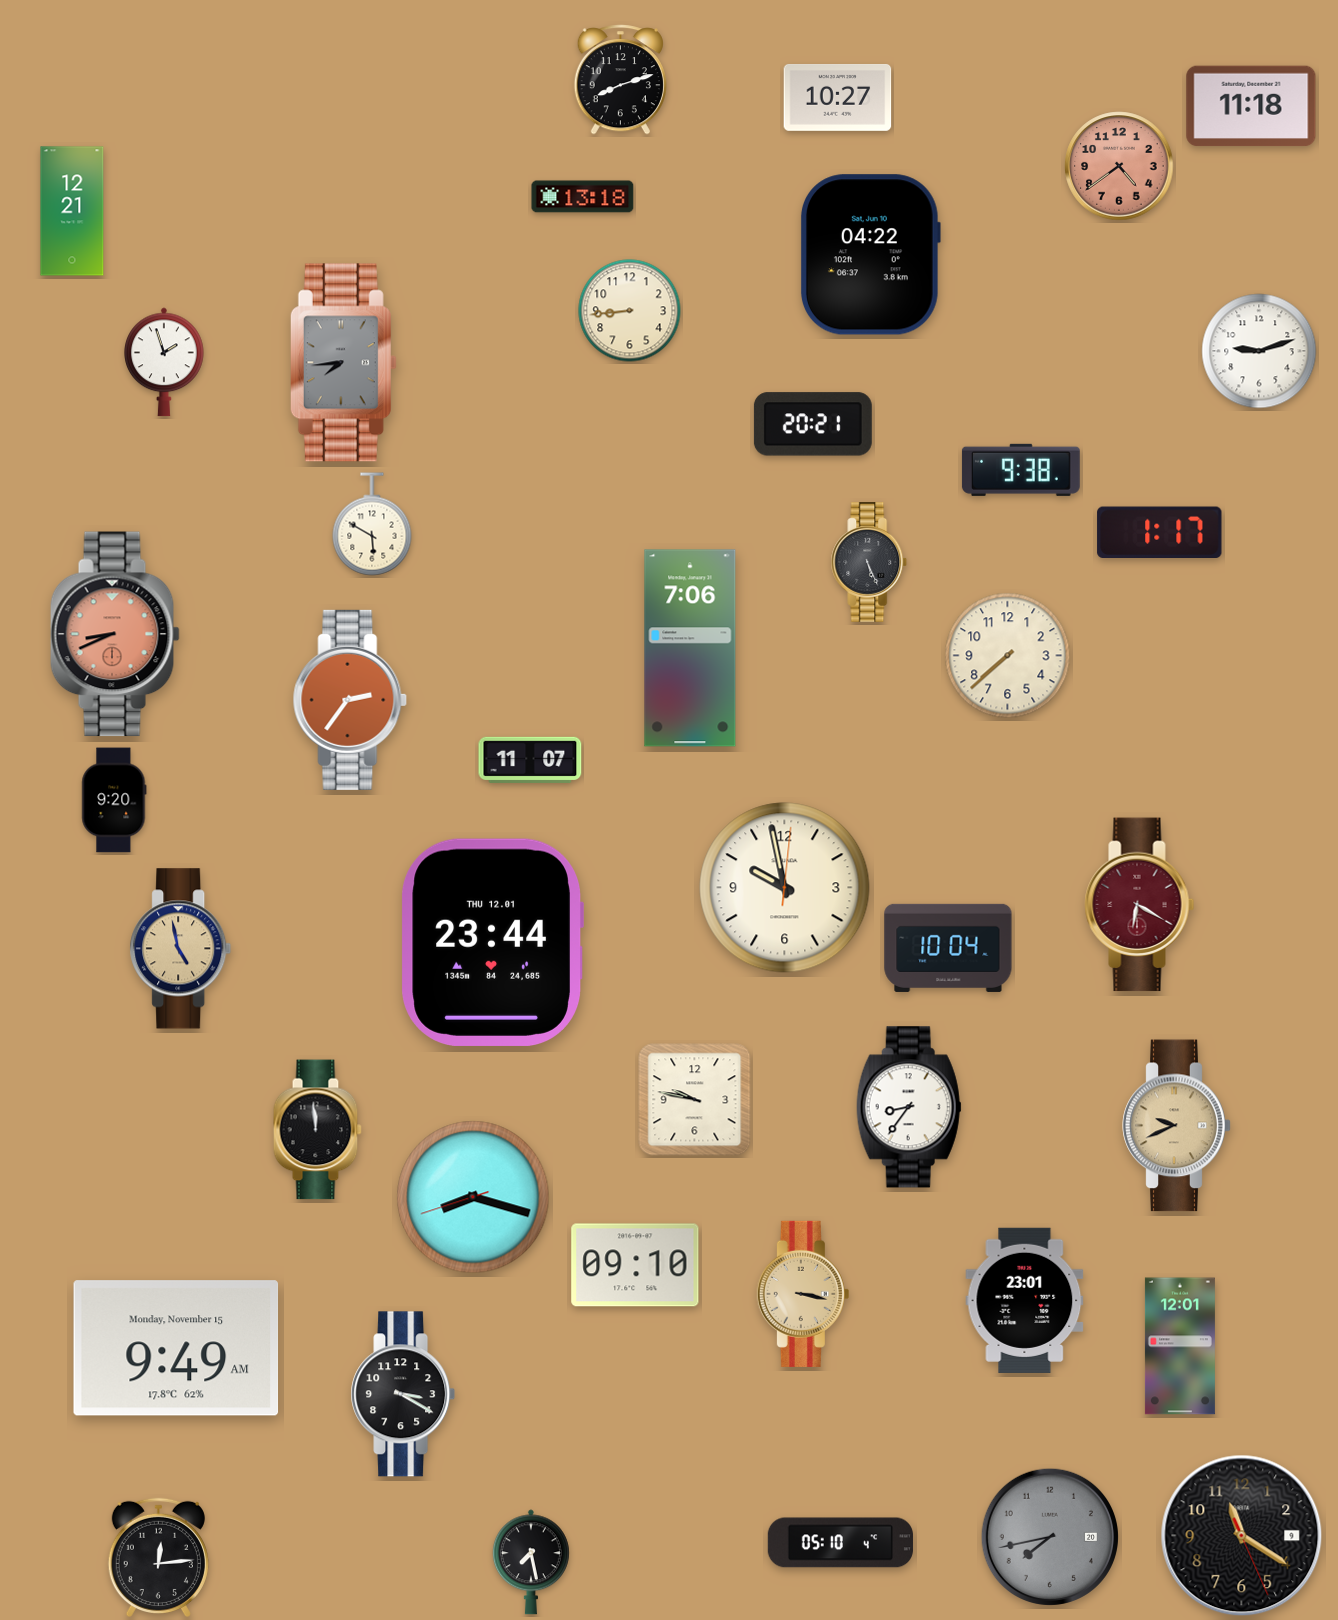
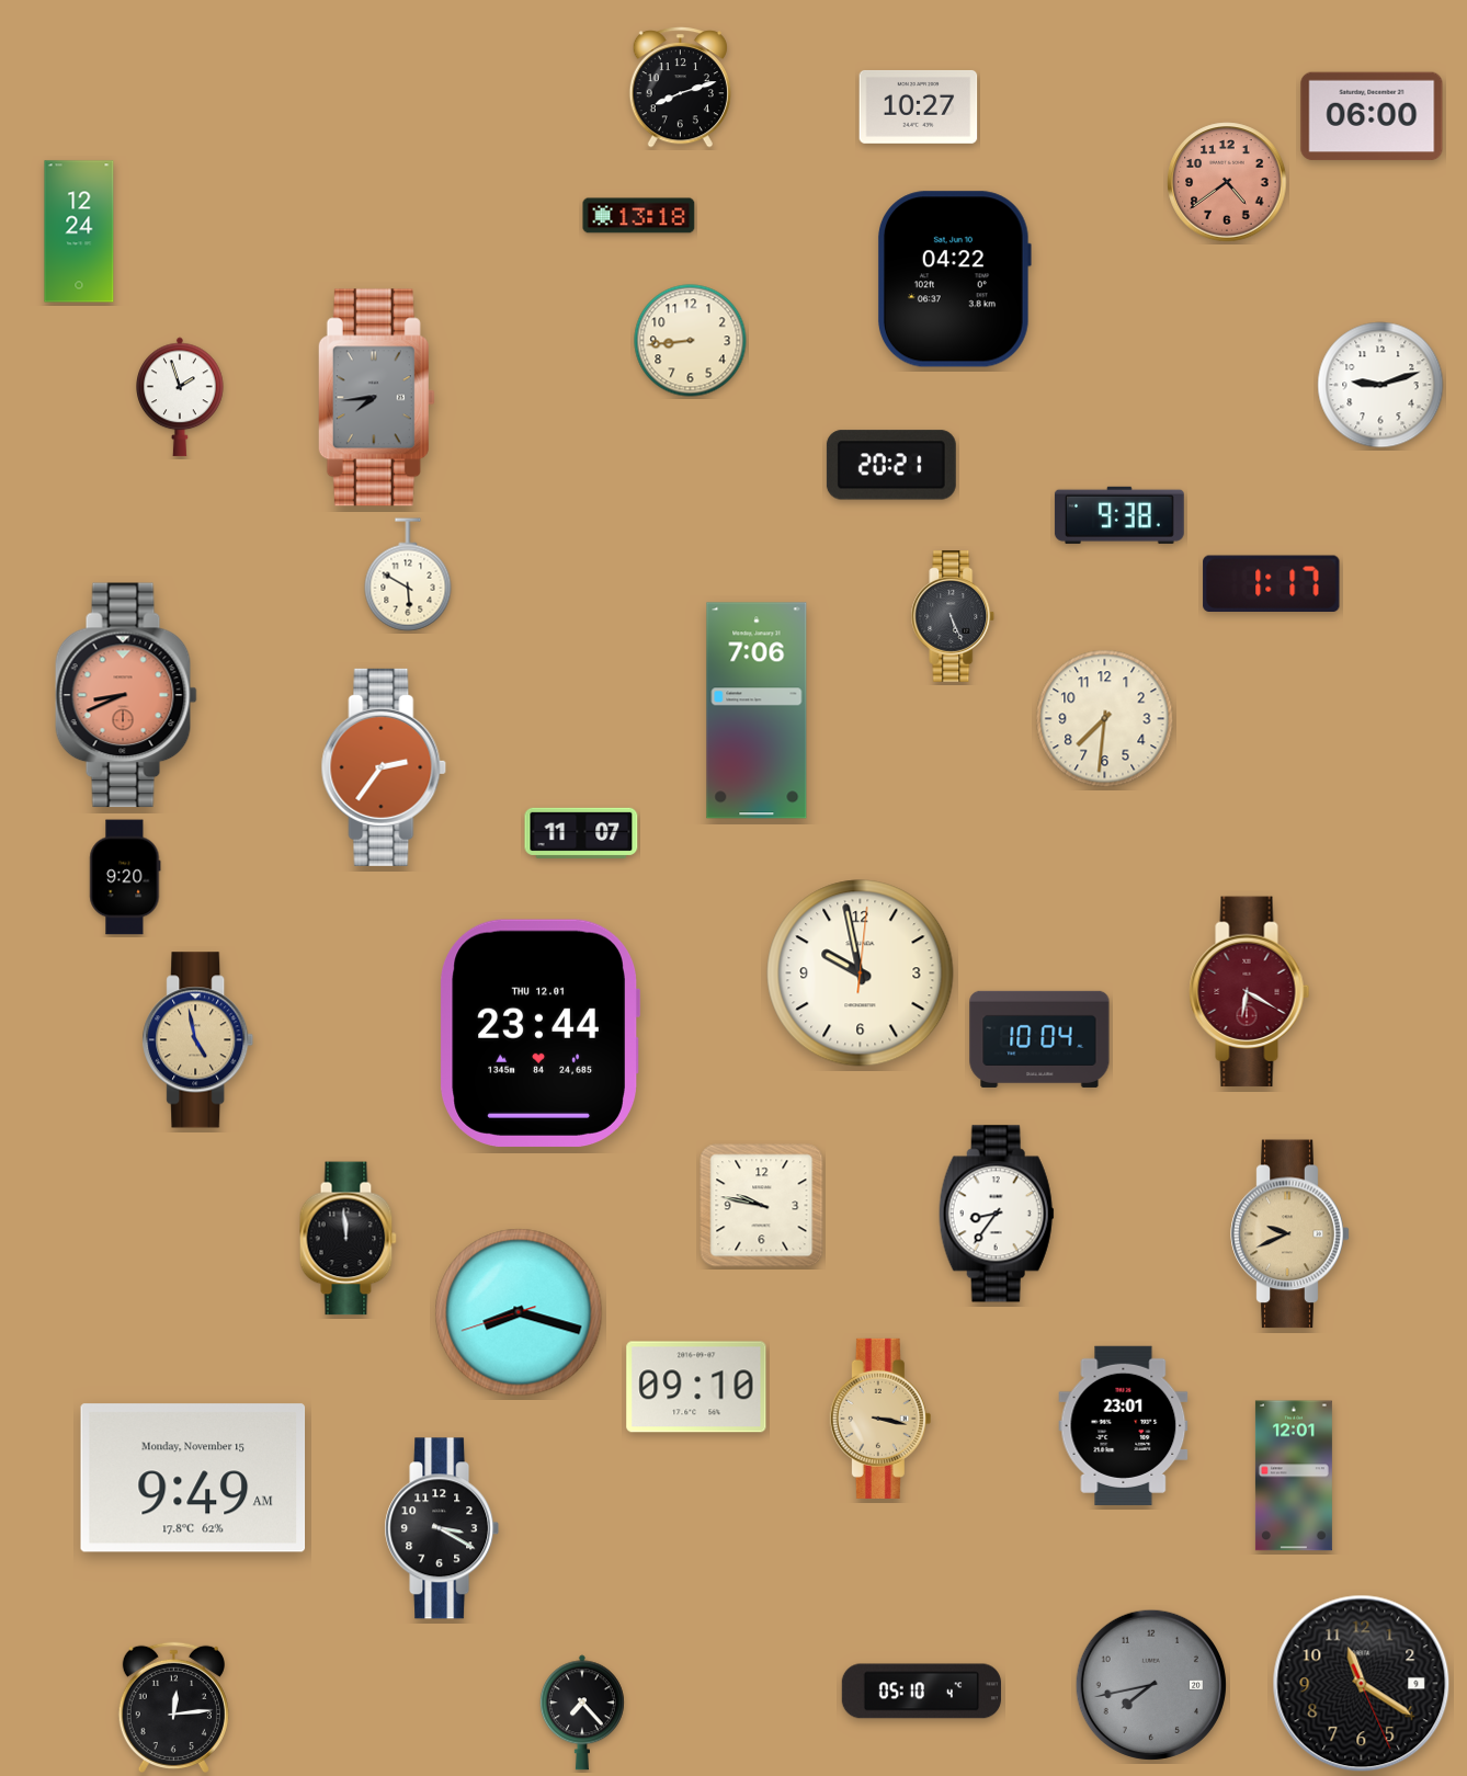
clock at (1251, 106): 11:18 -> 06:00
clock at (72, 211): 12:21 -> 12:24
clock at (1008, 656): 7:38 -> 7:31
clock at (531, 1562): 7:28 -> 7:23
